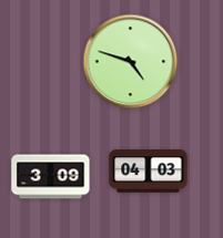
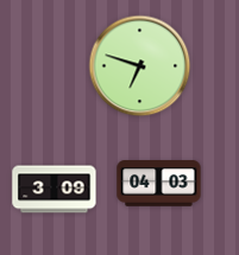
clock at (131, 62): 4:48 -> 6:48
